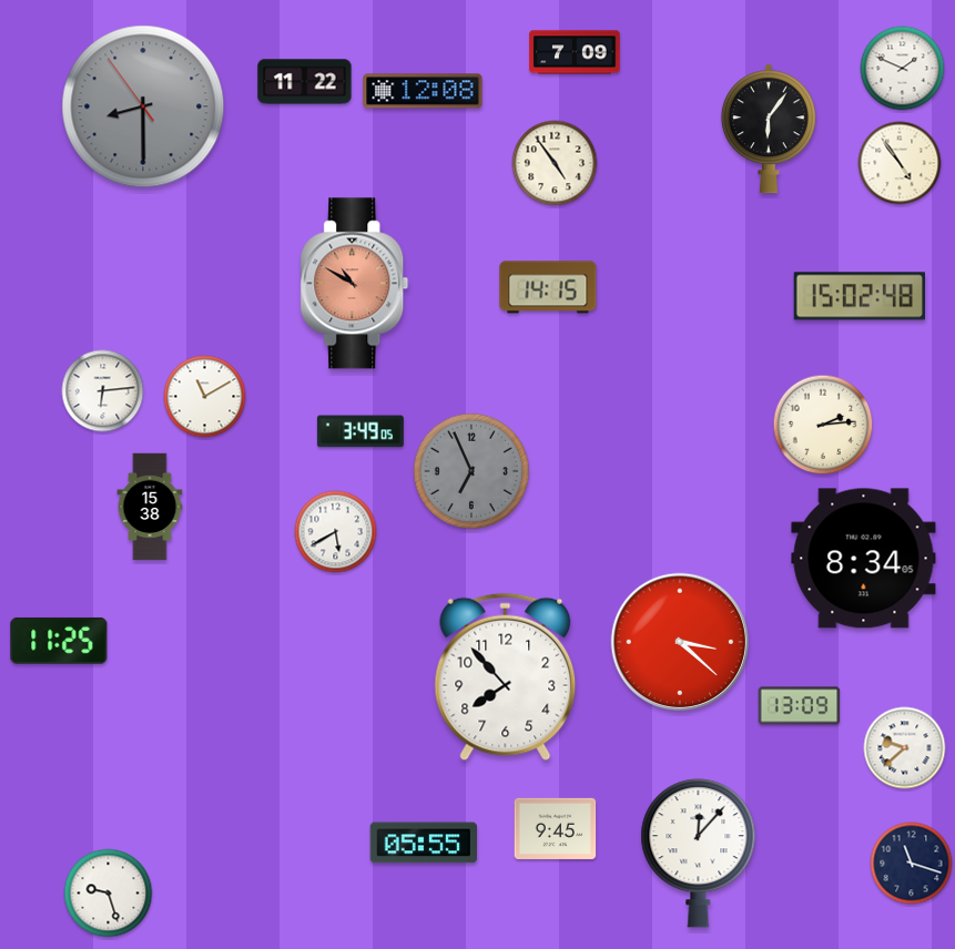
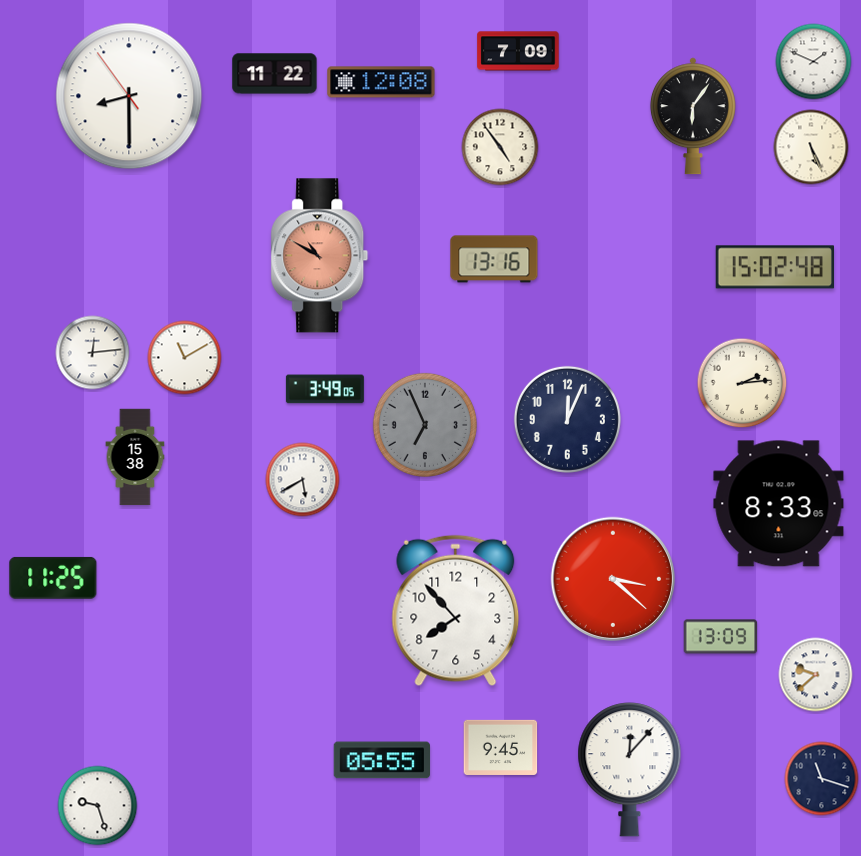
clock at (575, 52) position: (575, 52) -> (518, 51)
clock at (143, 106) dial: grey -> white
clock at (900, 163): 4:54 -> 5:26
clock at (548, 287): 14:15 -> 13:16
clock at (103, 391): 6:14 -> 12:14
clock at (567, 419): none -> 12:04
clock at (864, 559): 8:34 -> 8:33
